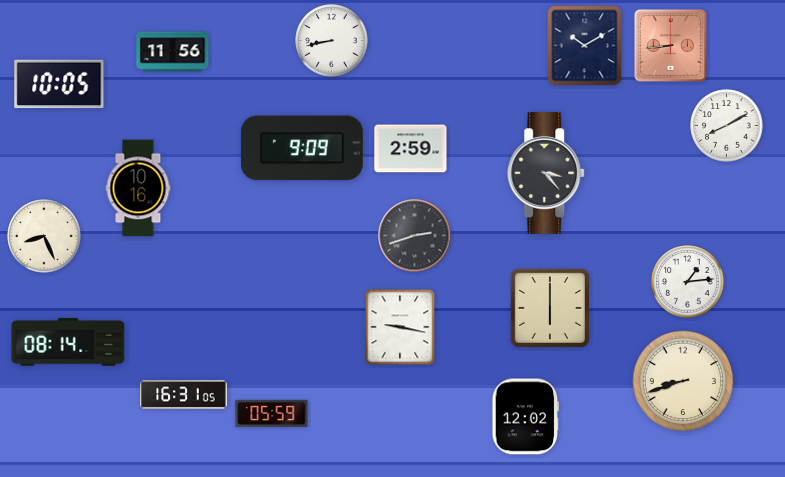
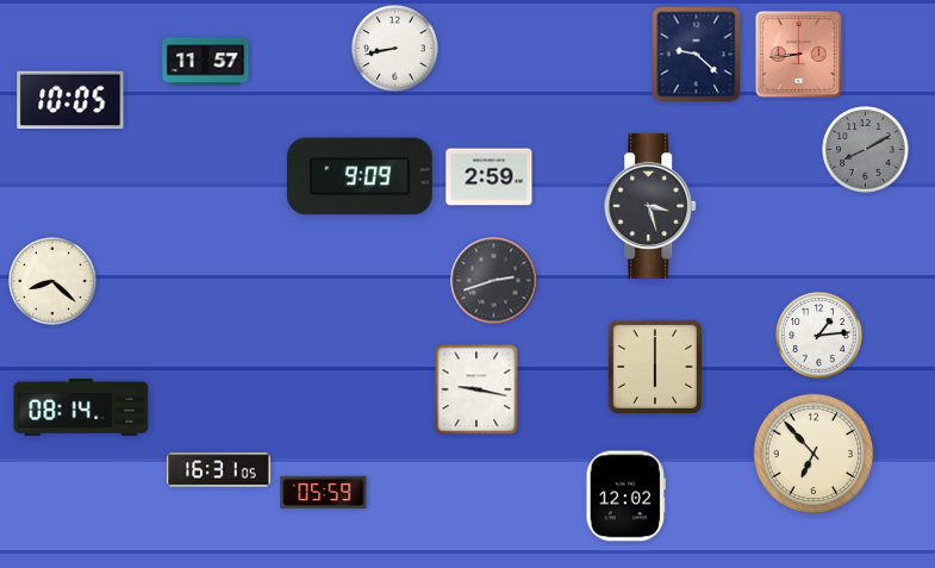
clock at (585, 46): 10:10 -> 9:22
clock at (173, 52): 11:56 -> 11:57
clock at (727, 126) dial: white -> grey
clock at (547, 173): 3:23 -> 3:27
clock at (138, 188): 10:16 -> none
clock at (44, 236): 8:26 -> 8:22
clock at (683, 381): 8:42 -> 6:53
